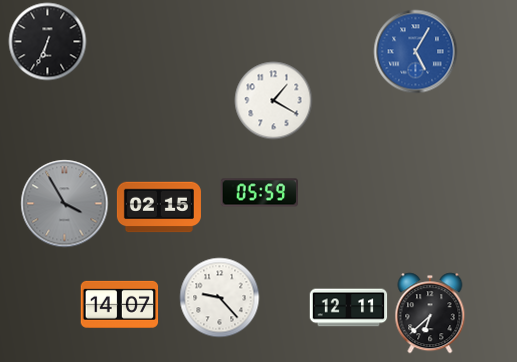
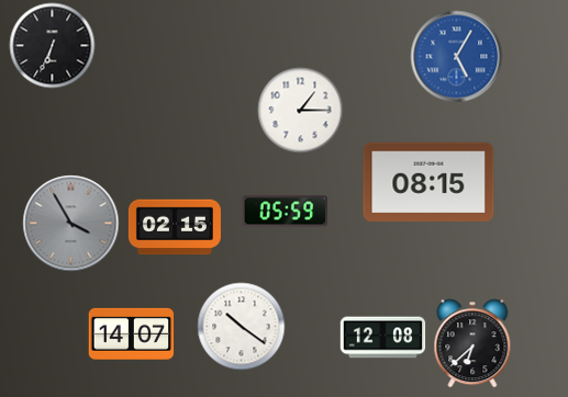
clock at (273, 100): 1:20 -> 1:15
clock at (428, 181): none -> 08:15
clock at (219, 297): 9:23 -> 10:21
clock at (348, 308): 12:11 -> 12:08
